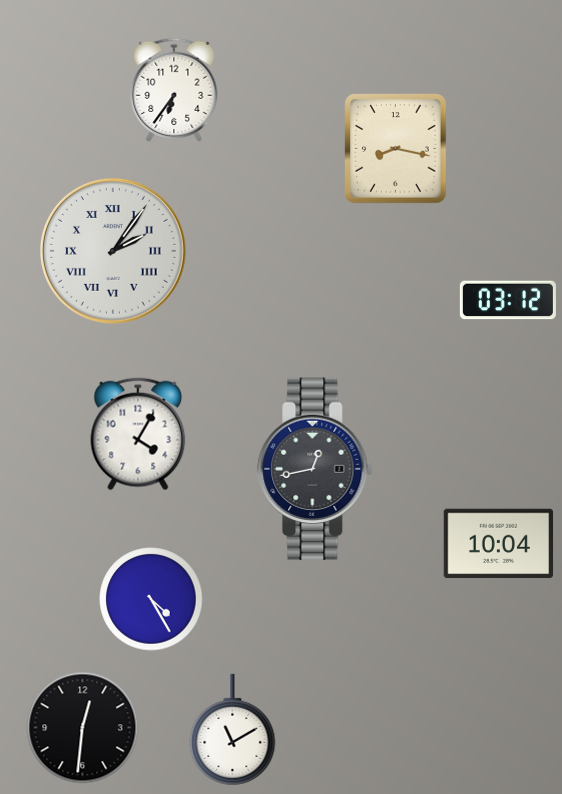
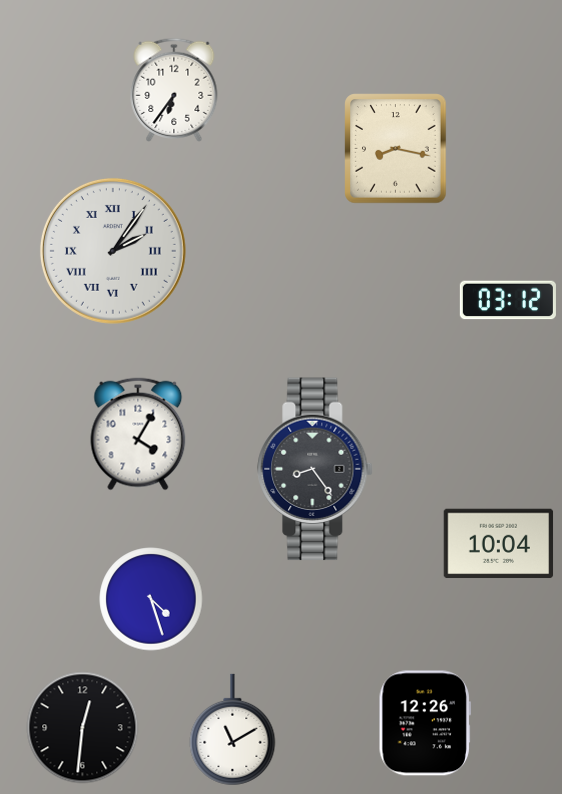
clock at (315, 469): 12:43 -> 8:24
clock at (151, 599): 4:25 -> 4:27
clock at (425, 723): none -> 12:26
